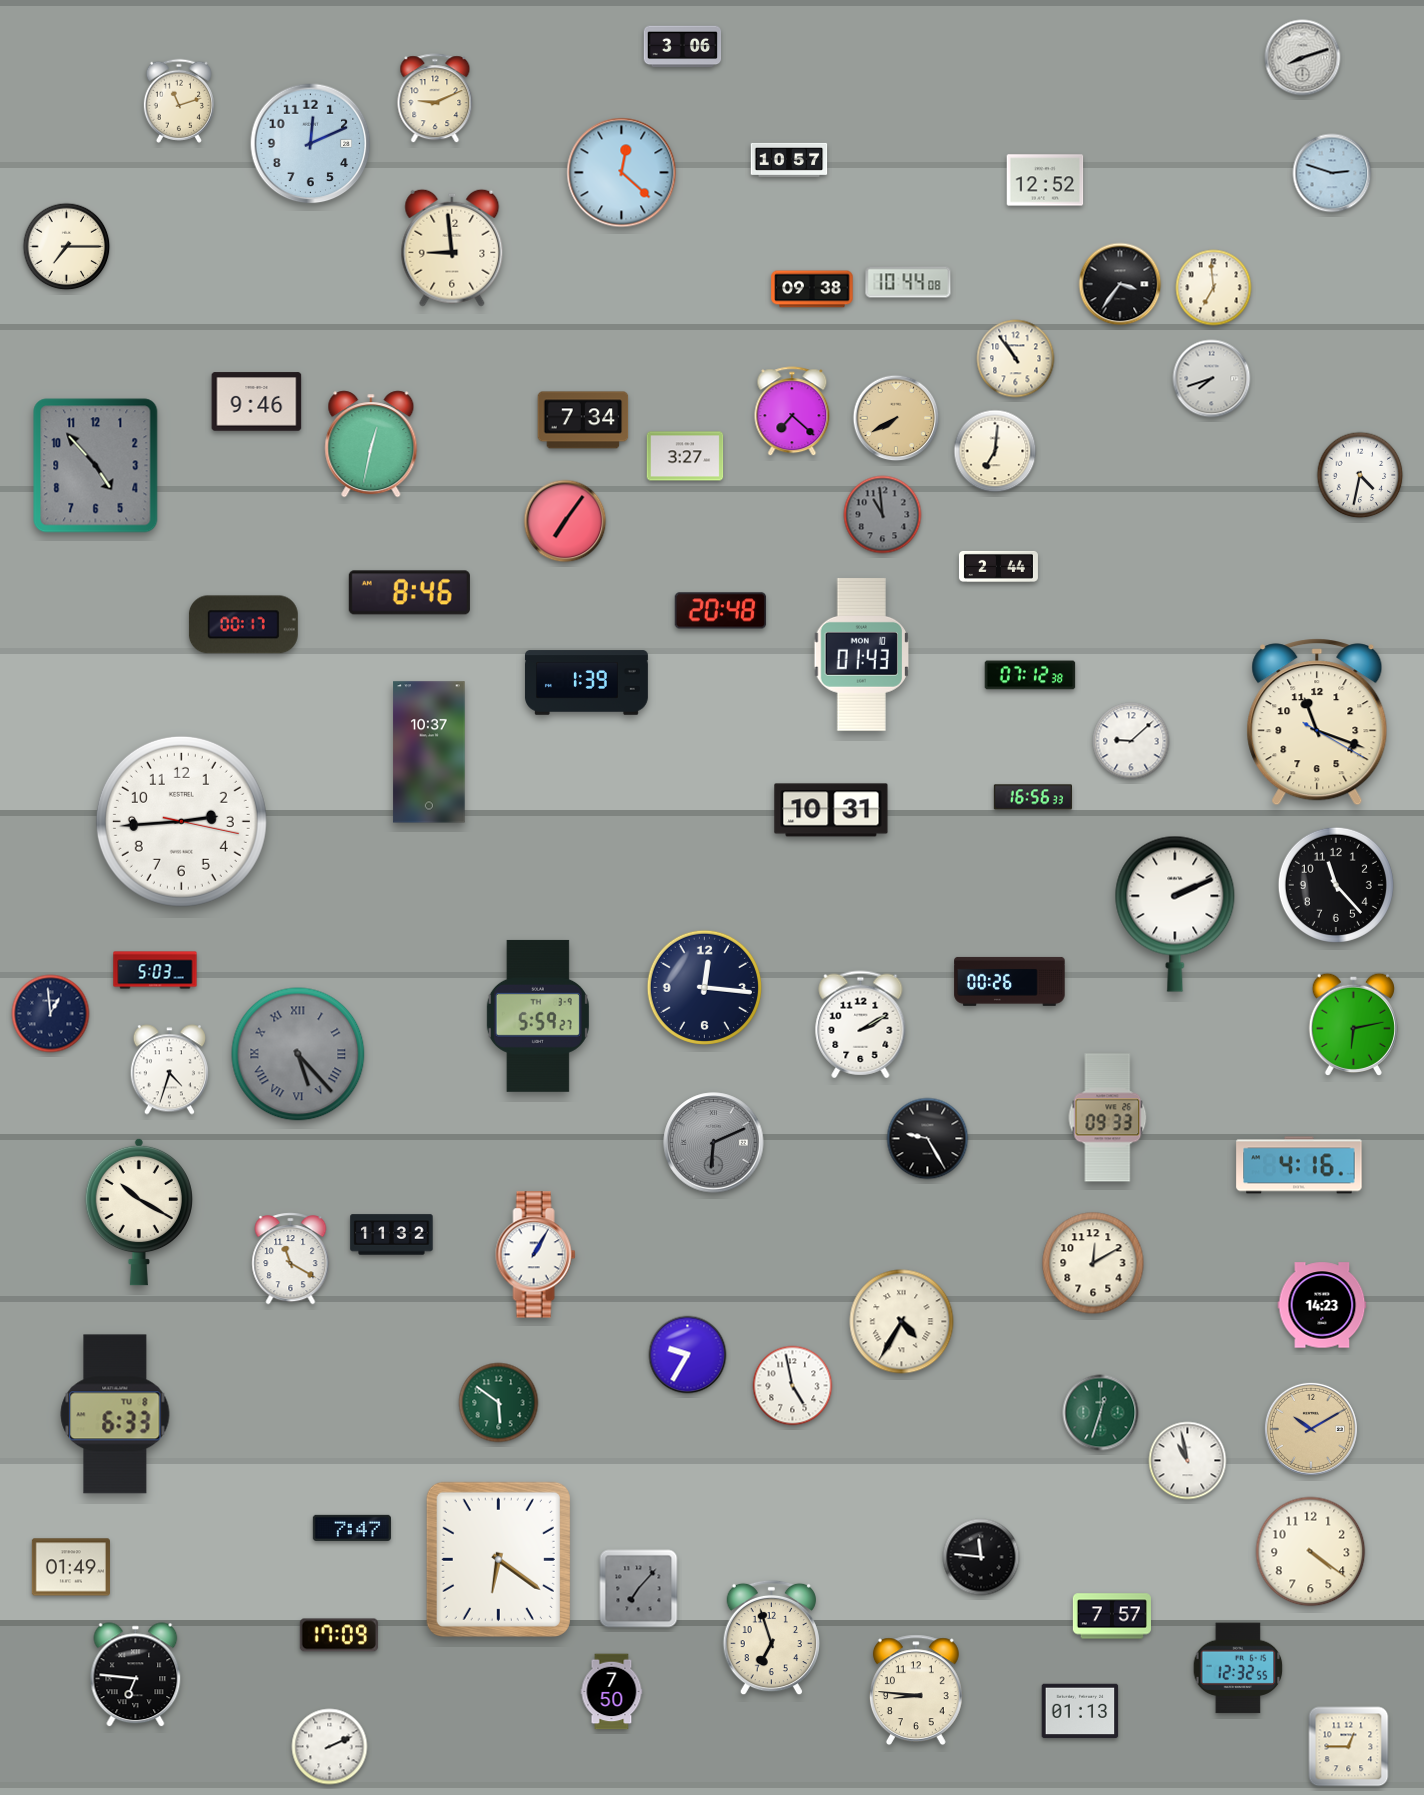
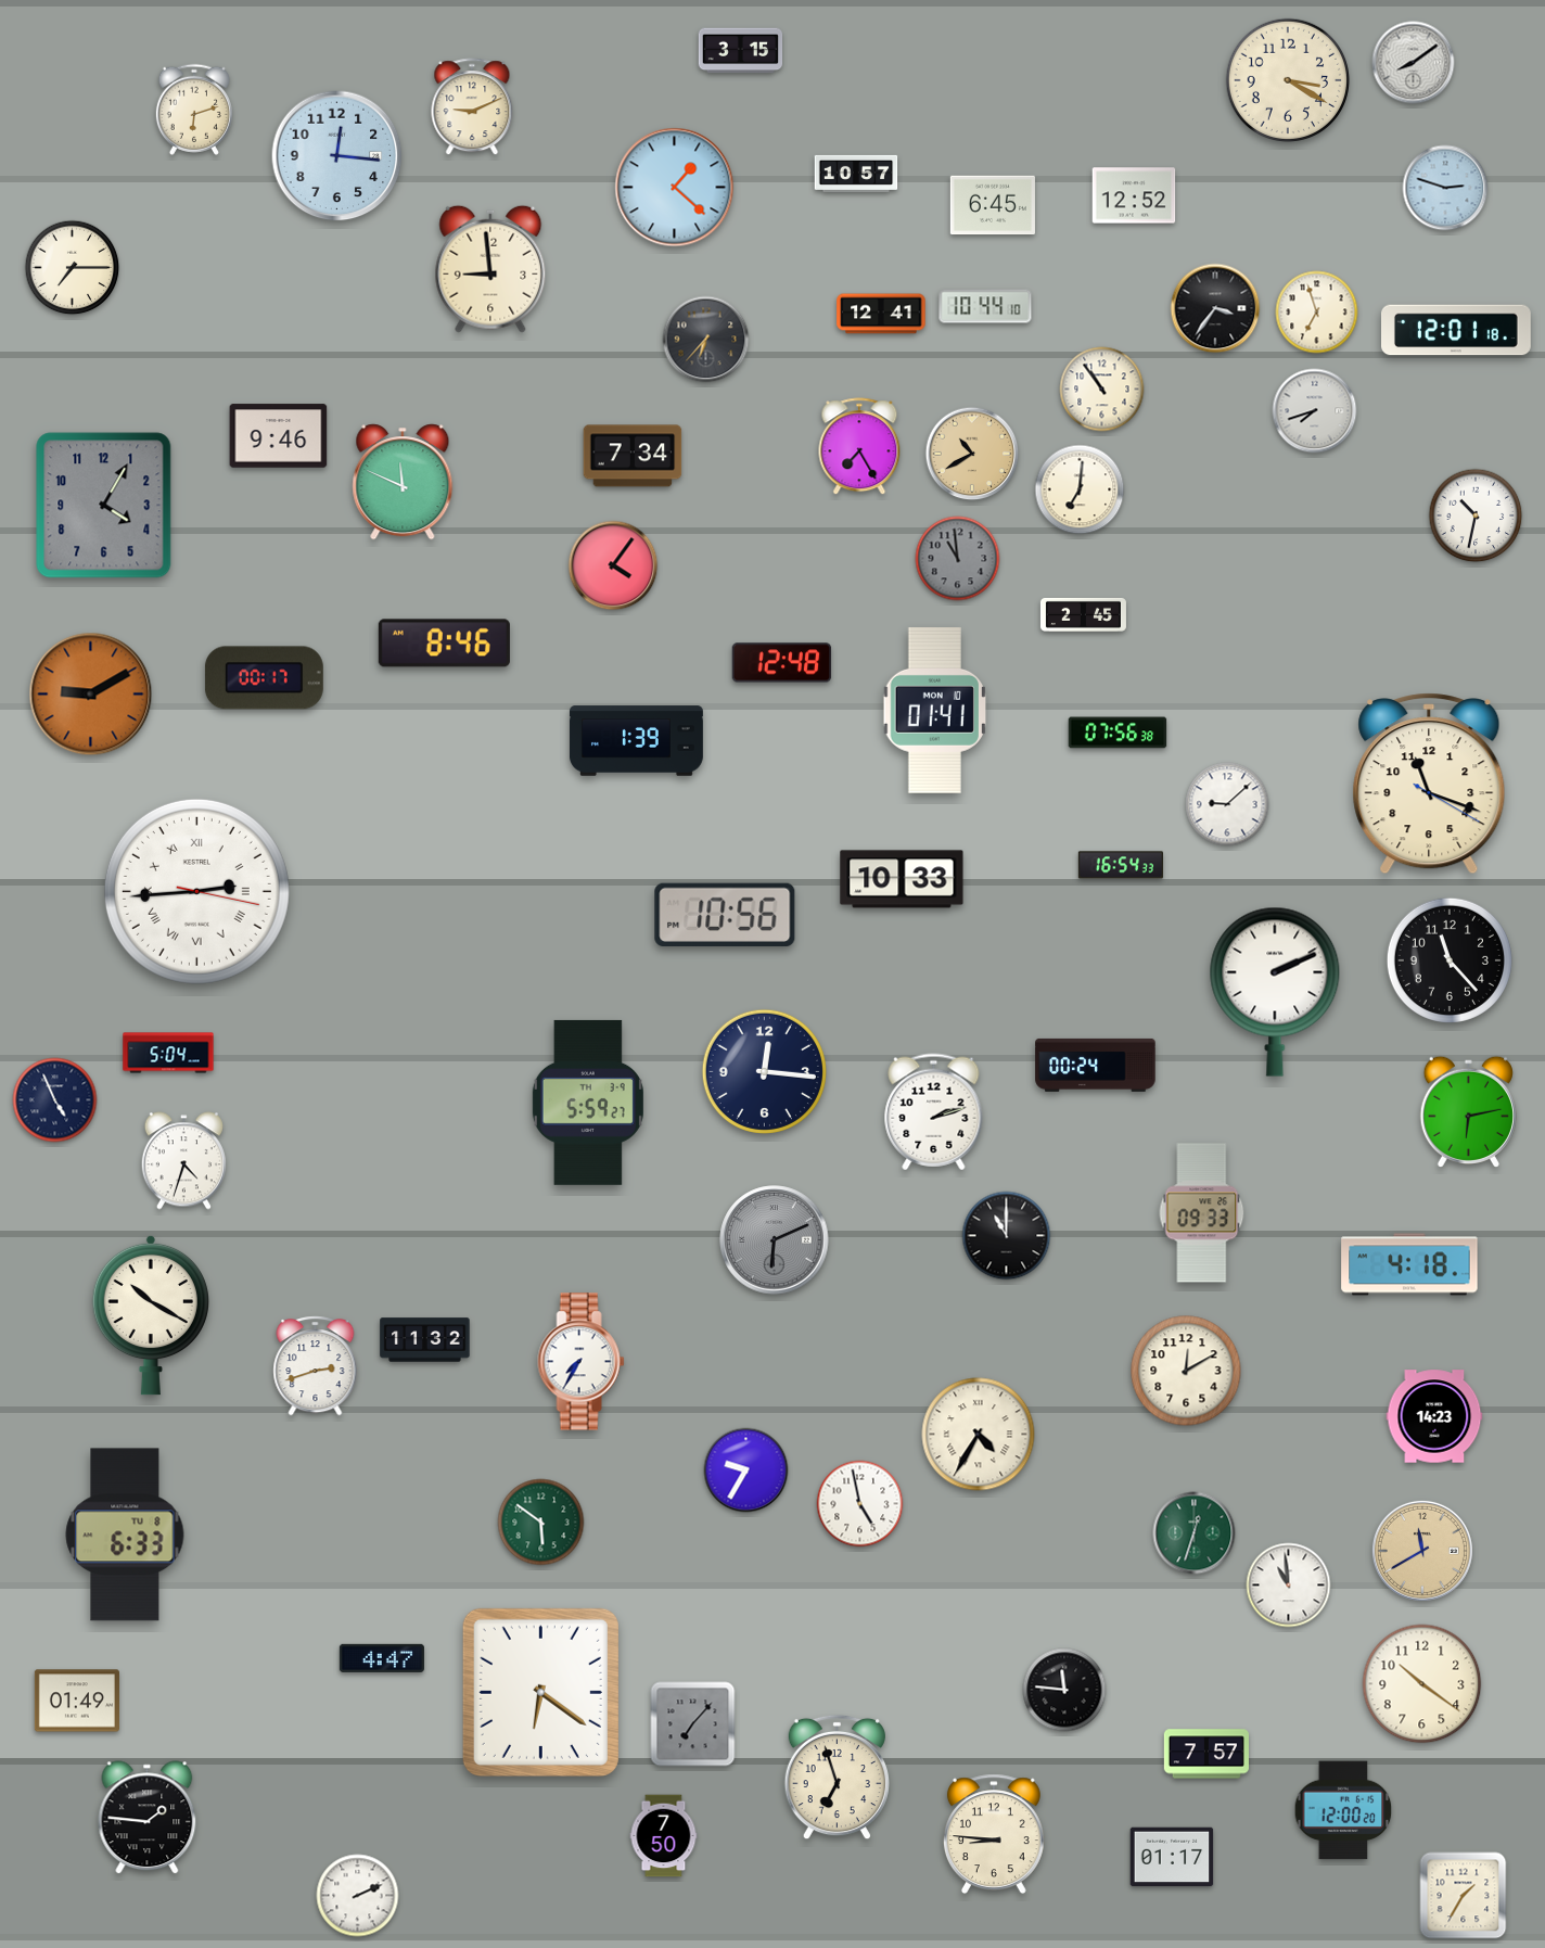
clock at (683, 47): 3:06 -> 3:15
clock at (1303, 58): 8:12 -> 8:09
clock at (1287, 79): none -> 3:20
clock at (179, 101): 11:12 -> 6:12
clock at (311, 144): 12:11 -> 12:16
clock at (622, 173): 12:22 -> 1:22
clock at (993, 205): none -> 6:45
clock at (908, 282): 10:44:08 -> 10:44:10
clock at (1214, 288): 6:59 -> 6:57
clock at (812, 289): 09:38 -> 12:41
clock at (1457, 330): none -> 12:01
clock at (706, 340): none -> 6:37
clock at (792, 412): 7:22 -> 7:25
clock at (896, 418): 7:40 -> 10:40
clock at (371, 444): 12:32 -> 11:49
clock at (685, 456): 3:27 -> none
clock at (96, 466): 4:53 -> 4:05
clock at (1360, 475): 4:32 -> 10:32
clock at (565, 521): 7:06 -> 4:06
clock at (998, 566): 2:44 -> 2:45
clock at (721, 611): 20:48 -> 12:48
clock at (91, 695): none -> 9:10
clock at (861, 654): 01:43 -> 01:41
clock at (1030, 675): 07:12 -> 07:56
clock at (429, 752): 10:37 -> none
clock at (1033, 797): 16:56 -> 16:54
clock at (831, 810): 10:31 -> 10:33
clock at (181, 821) numerals: Arabic -> Roman
clock at (725, 914): none -> 10:56
clock at (155, 970): 5:03 -> 5:04
clock at (1010, 981): 00:26 -> 00:24
clock at (51, 1014): 12:59 -> 4:56
clock at (538, 1016) position: (538, 1016) -> (588, 1103)
clock at (861, 1025): 2:10 -> 2:12
clock at (298, 1054): 5:23 -> none
clock at (928, 1139): 9:25 -> 11:00
clock at (1299, 1165): 4:16 -> 4:18
clock at (536, 1255): 1:05 -> 7:35
clock at (291, 1259): 11:20 -> 2:42
clock at (1311, 1429): 10:10 -> 11:40
clock at (1188, 1461): 10:58 -> 10:59
clock at (352, 1528): 7:47 -> 4:47
clock at (1311, 1552): 4:21 -> 10:21
clock at (339, 1635): 17:09 -> none
clock at (1238, 1668): 12:32 -> 12:00
clock at (136, 1675): 6:46 -> 1:46
clock at (1080, 1711): 01:13 -> 01:17
clock at (1349, 1747): 12:45 -> 1:35
